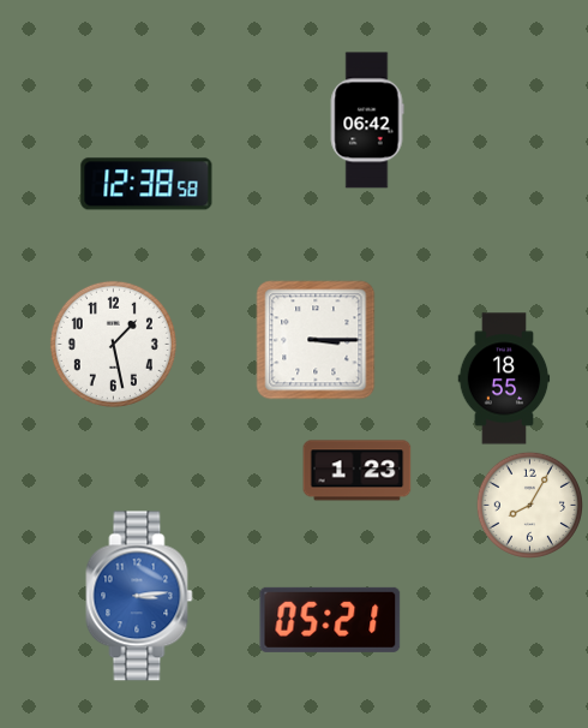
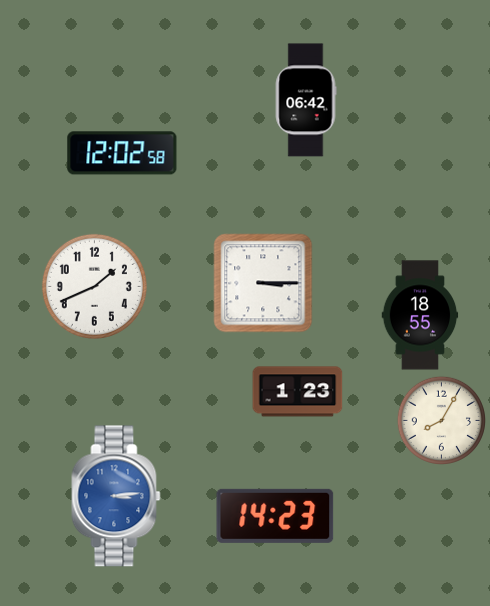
clock at (146, 184): 12:38 -> 12:02
clock at (113, 344): 1:28 -> 1:41
clock at (330, 620): 05:21 -> 14:23
